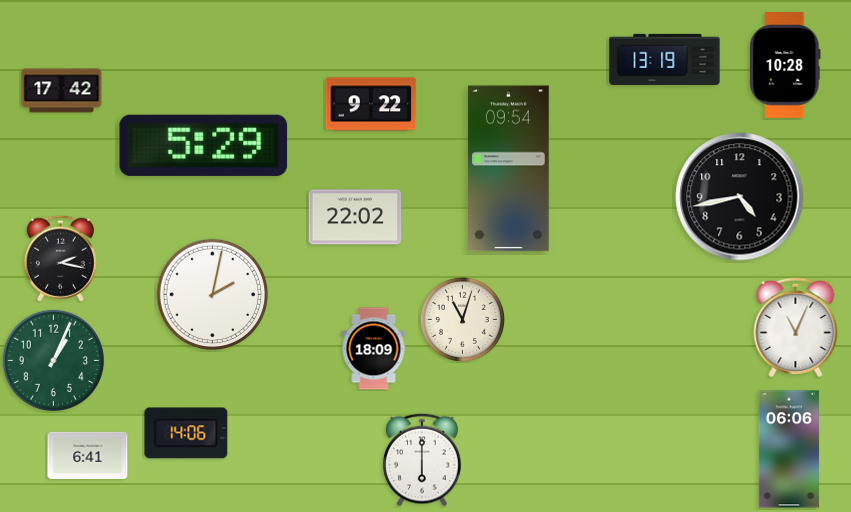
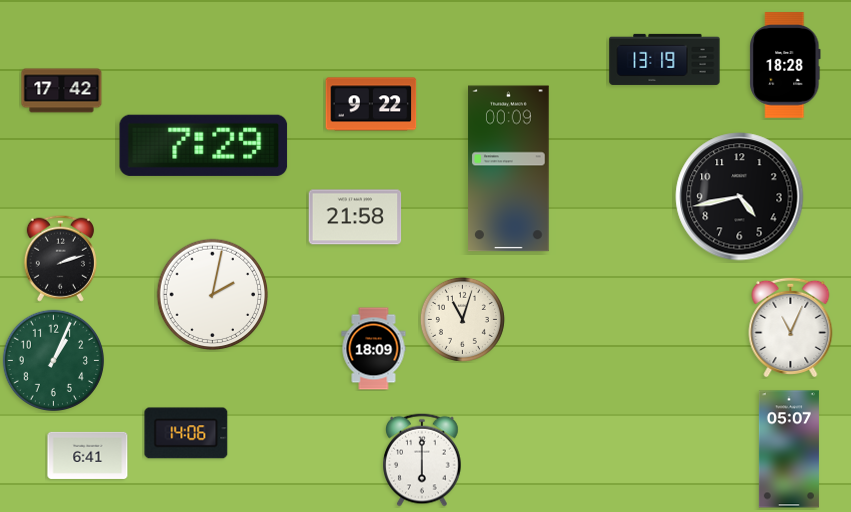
clock at (785, 65): 10:28 -> 18:28
clock at (204, 145): 5:29 -> 7:29
clock at (509, 169): 09:54 -> 00:09
clock at (355, 217): 22:02 -> 21:58
clock at (60, 258): 2:17 -> 2:12
clock at (796, 327) position: (796, 327) -> (791, 327)
clock at (789, 449): 06:06 -> 05:07
